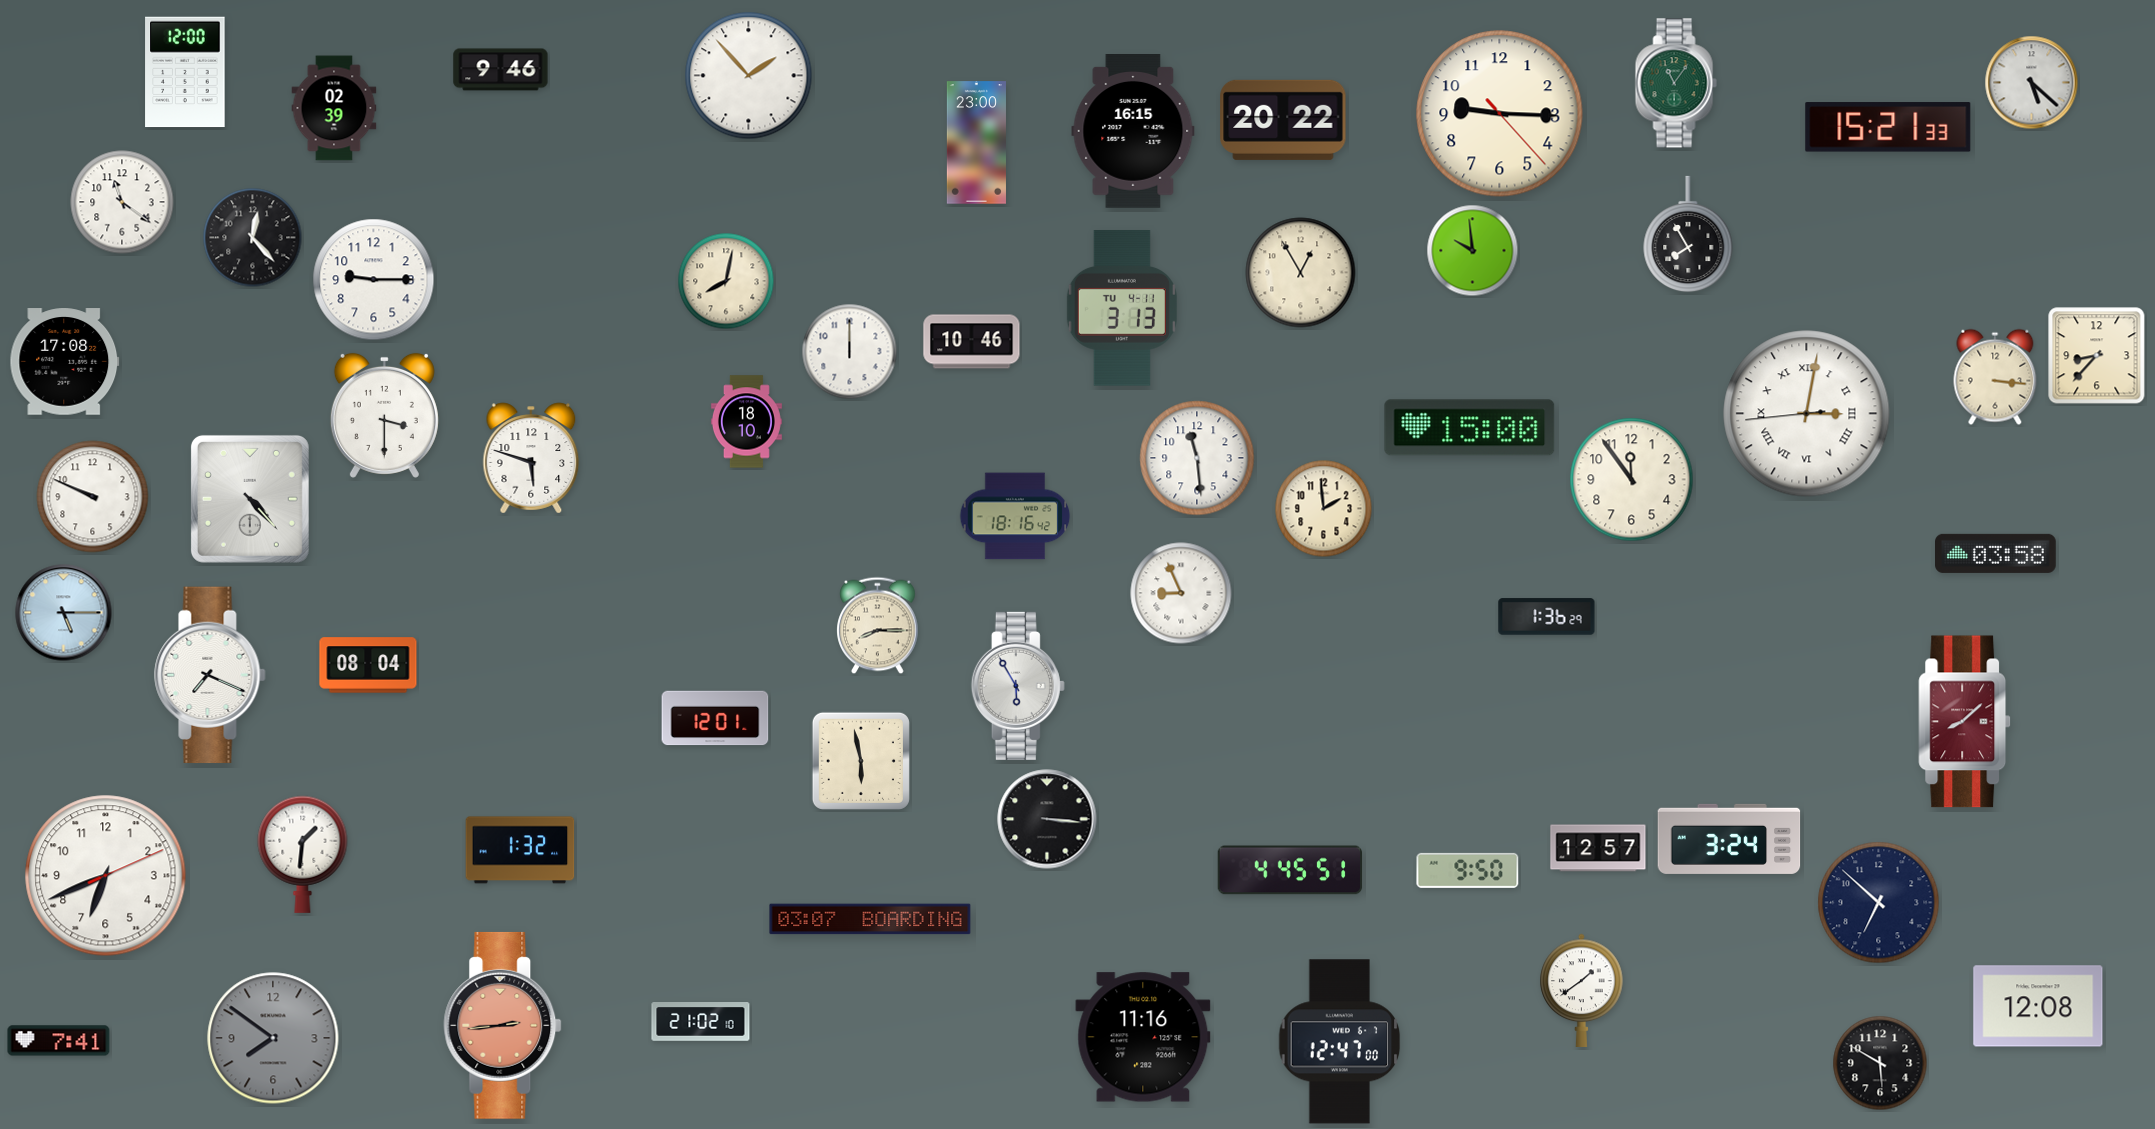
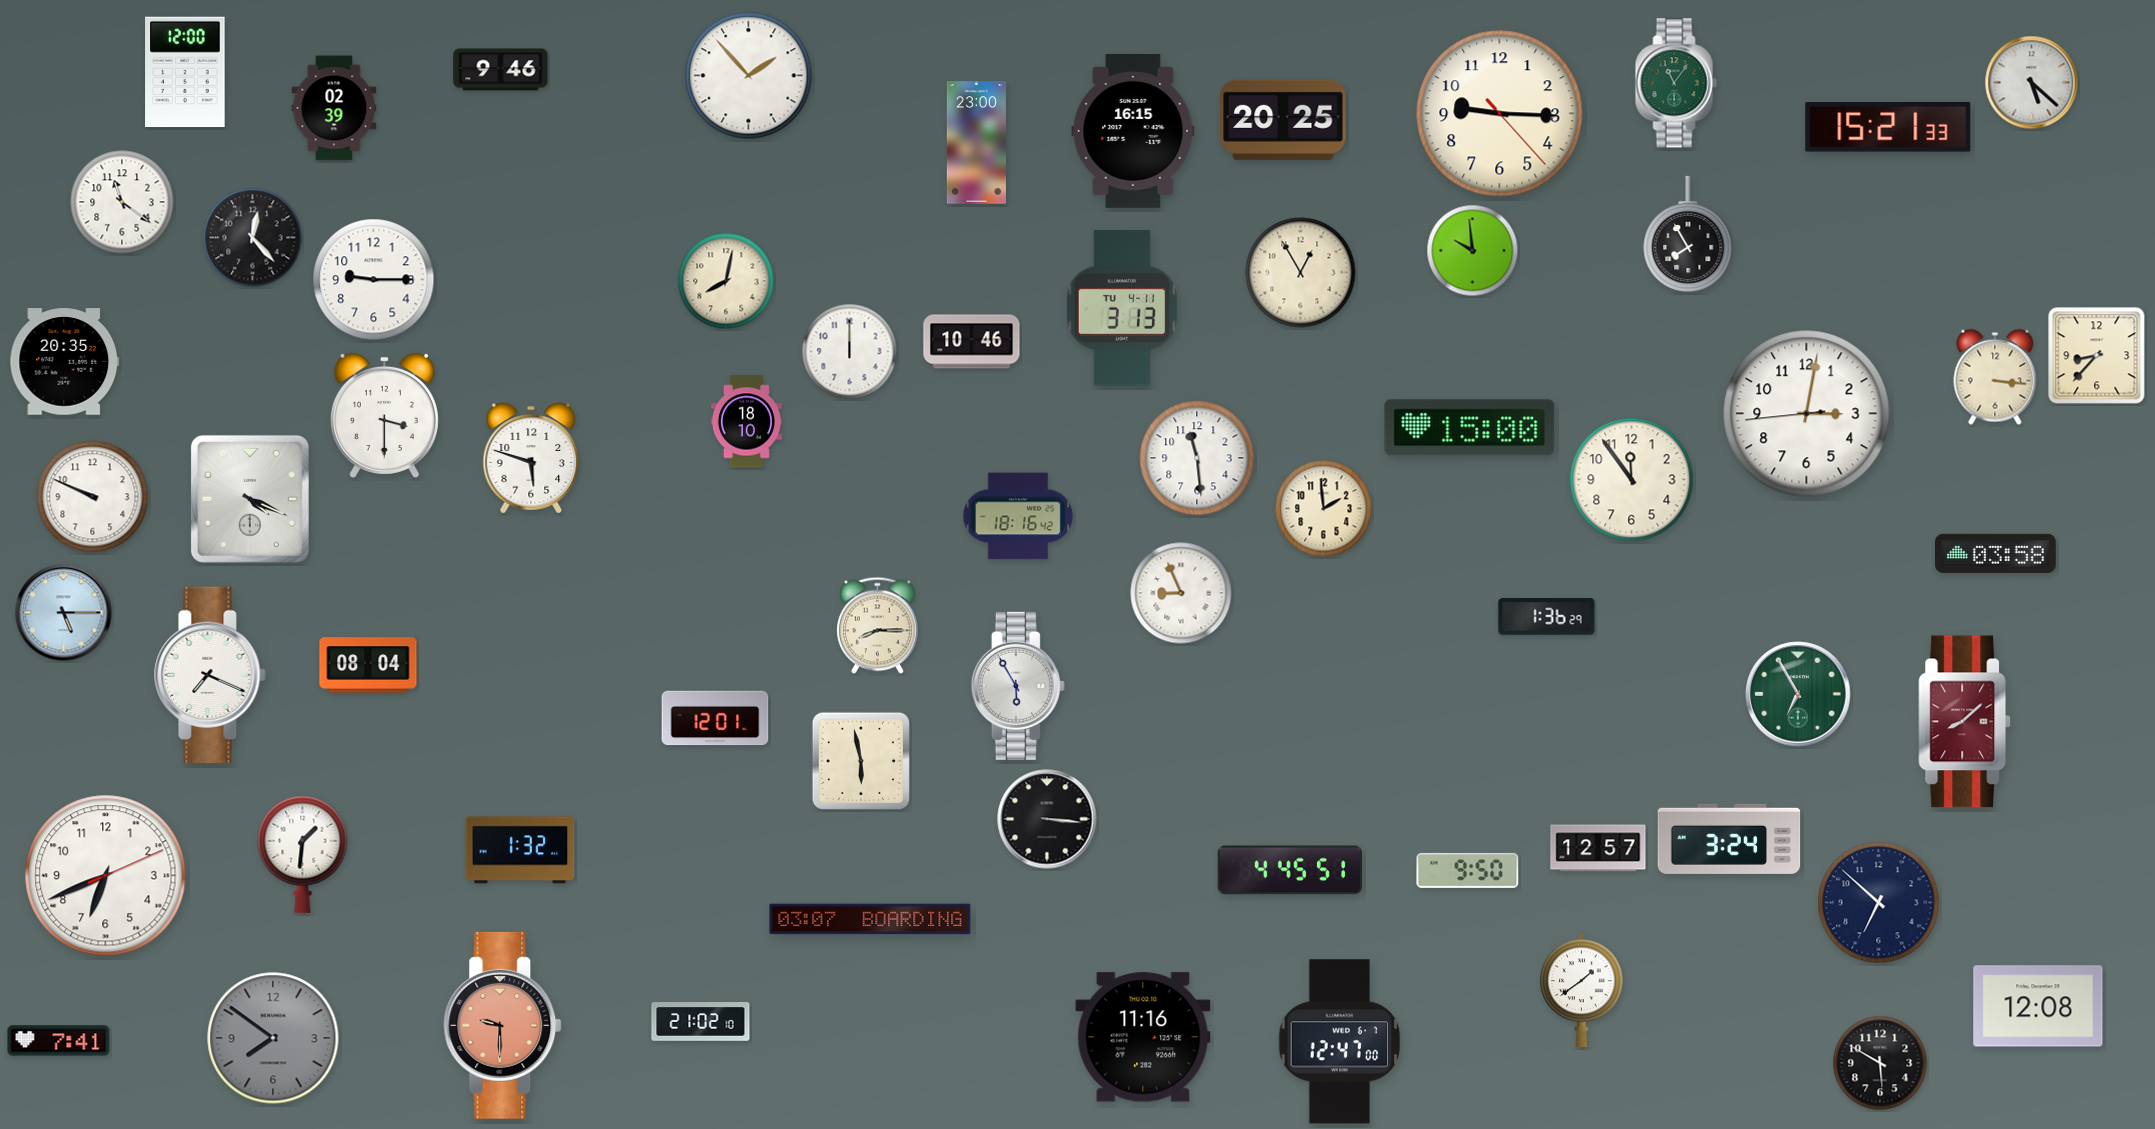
clock at (1283, 120): 20:22 -> 20:25
clock at (65, 362): 17:08 -> 20:35
clock at (1807, 414) numerals: Roman -> Arabic
clock at (250, 499): 4:23 -> 4:19
clock at (1015, 516) position: (1015, 516) -> (1018, 516)
clock at (1798, 694): none -> 6:55
clock at (503, 1025): 2:44 -> 9:30
